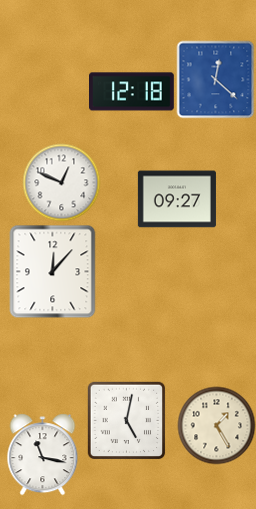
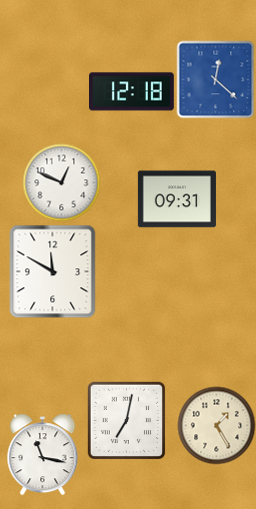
clock at (177, 199): 09:27 -> 09:31
clock at (53, 271): 12:07 -> 11:50
clock at (126, 420): 5:02 -> 7:02
